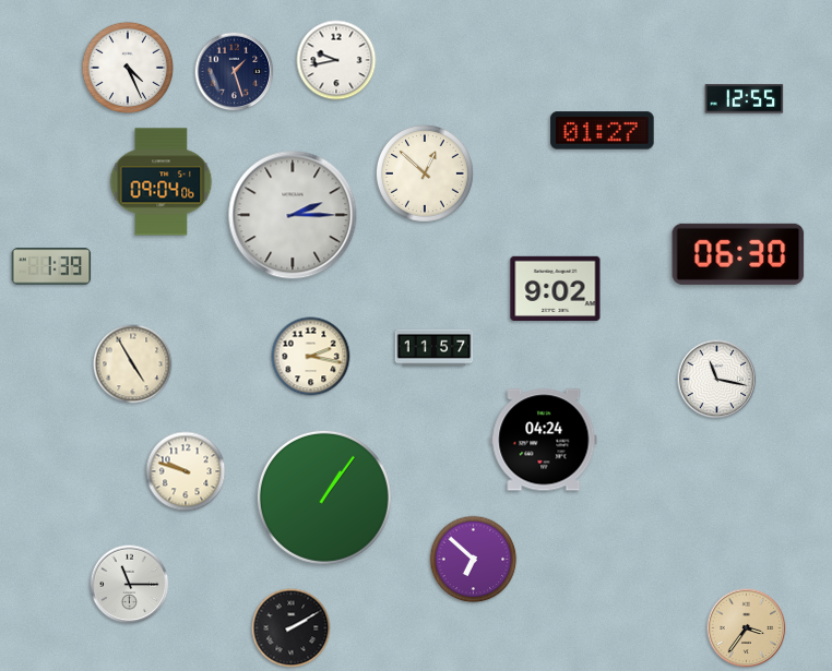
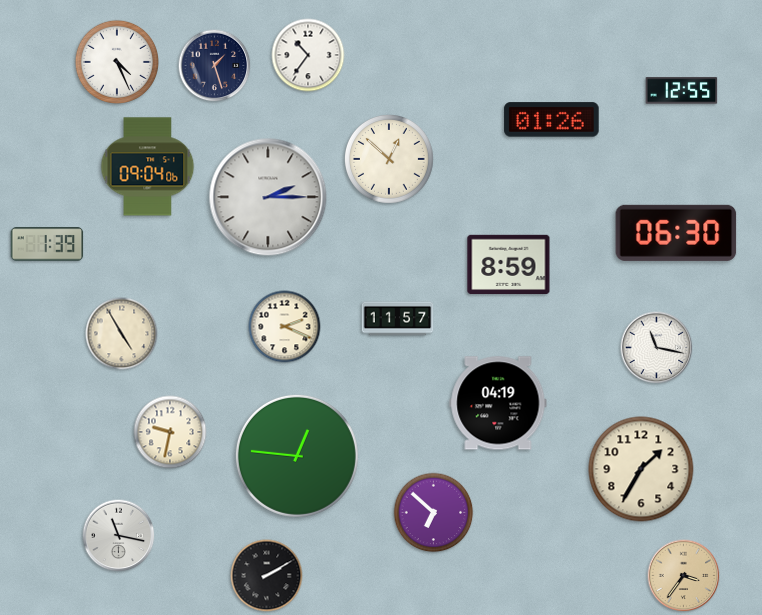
clock at (336, 60): 9:43 -> 10:36
clock at (603, 131): 01:27 -> 01:26
clock at (556, 288): 9:02 -> 8:59
clock at (311, 357): 2:17 -> 2:19
clock at (544, 440): 04:24 -> 04:19
clock at (186, 471): 9:48 -> 9:32
clock at (324, 498): 1:06 -> 12:46
clock at (641, 469): none -> 1:35
clock at (130, 585): 11:15 -> 11:17
